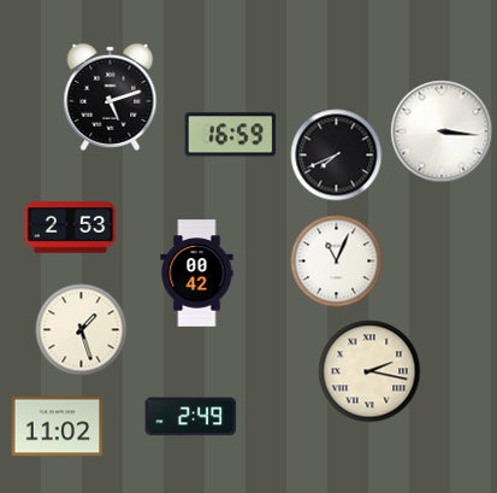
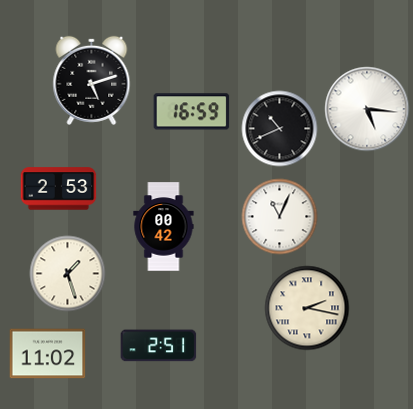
clock at (442, 131): 3:16 -> 5:16
clock at (337, 155): 7:41 -> 10:41
clock at (191, 417): 2:49 -> 2:51
